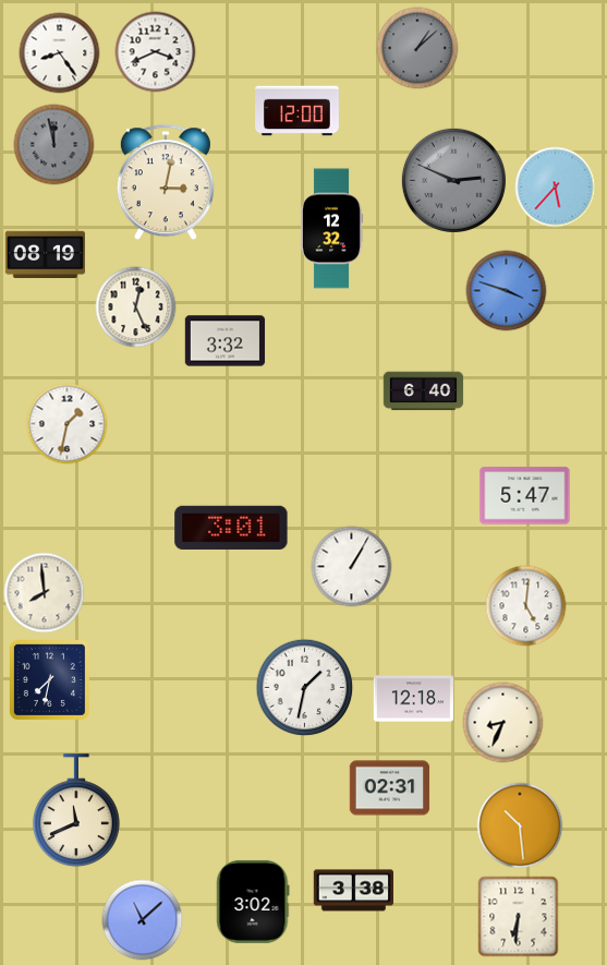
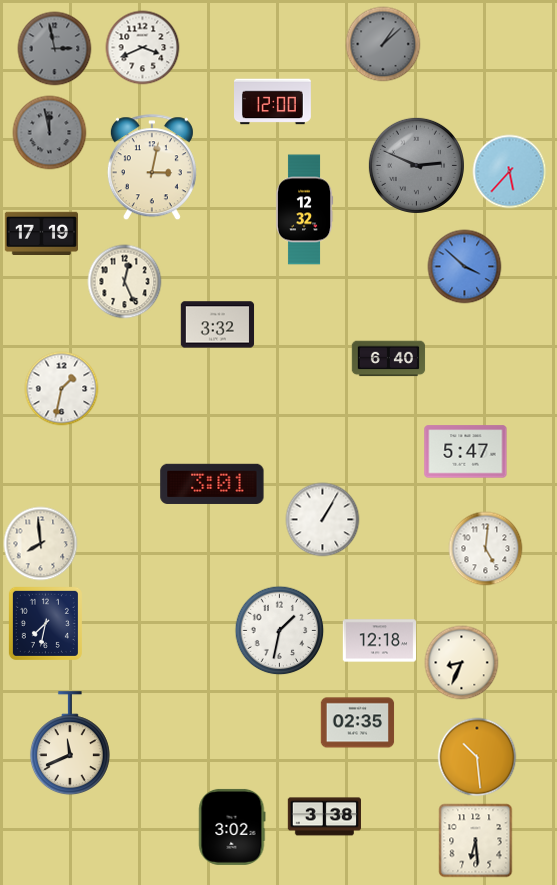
clock at (60, 53): 8:24 -> 2:58
clock at (60, 53) dial: white -> grey
clock at (46, 255): 08:19 -> 17:19
clock at (507, 291): 3:48 -> 3:52
clock at (226, 341) position: (226, 341) -> (218, 325)
clock at (525, 496) position: (525, 496) -> (466, 452)
clock at (526, 606) position: (526, 606) -> (486, 549)
clock at (390, 788): 02:31 -> 02:35
clock at (519, 917): 6:31 -> 6:29
clock at (143, 920): 11:08 -> none
